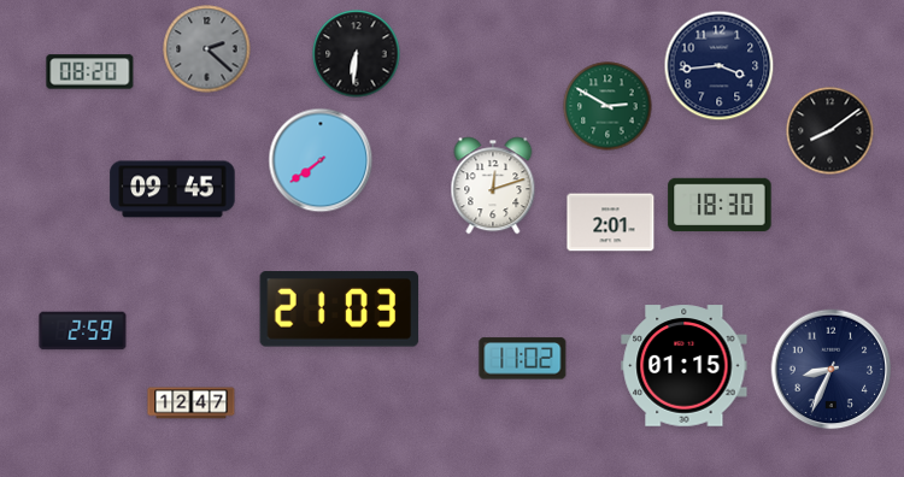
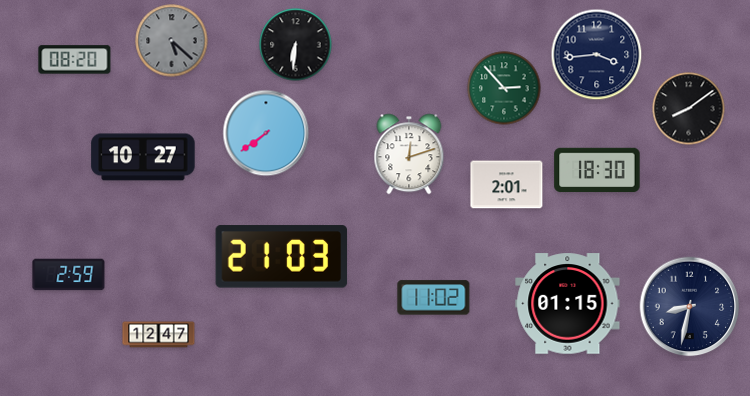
clock at (207, 49): 2:22 -> 5:22
clock at (607, 106): 2:50 -> 2:53
clock at (172, 189): 09:45 -> 10:27
clock at (832, 370): 8:34 -> 8:32
